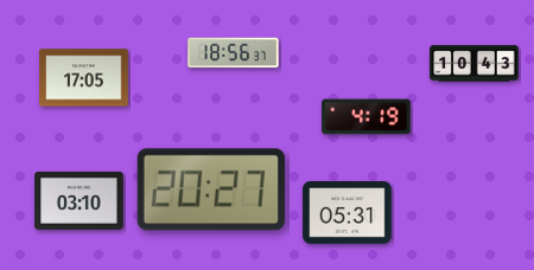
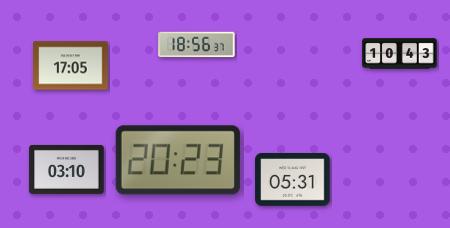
clock at (367, 117): 4:19 -> none
clock at (211, 189): 20:27 -> 20:23
